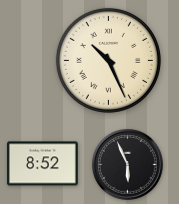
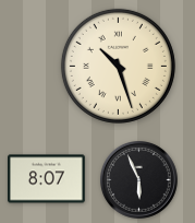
clock at (108, 60): 10:26 -> 10:27
clock at (43, 164): 8:52 -> 8:07
